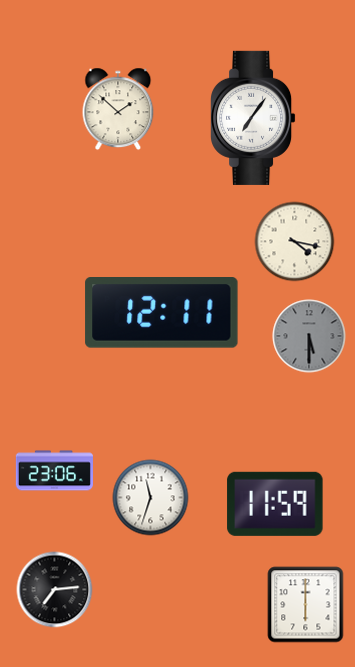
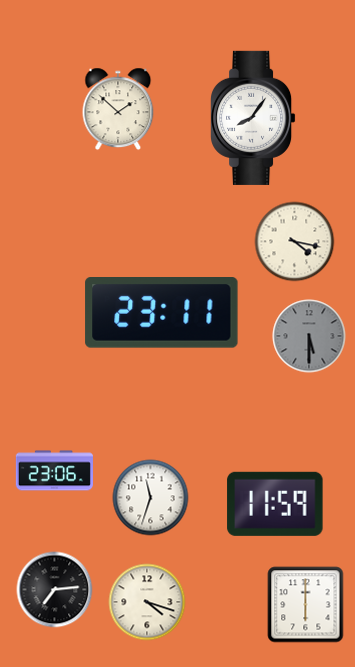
clock at (254, 118): 7:06 -> 8:06
clock at (162, 313): 12:11 -> 23:11
clock at (147, 602): none -> 4:18
